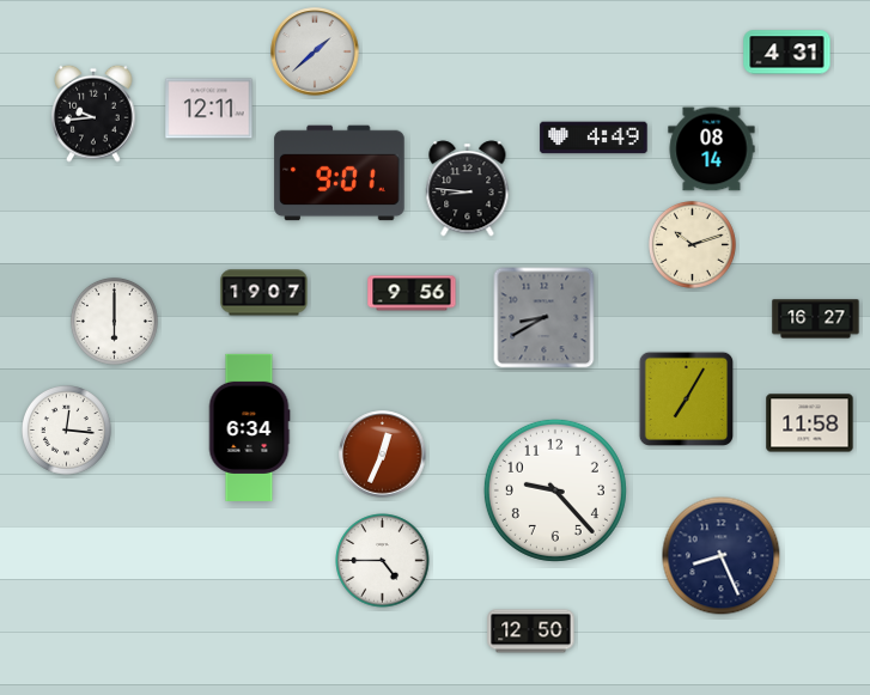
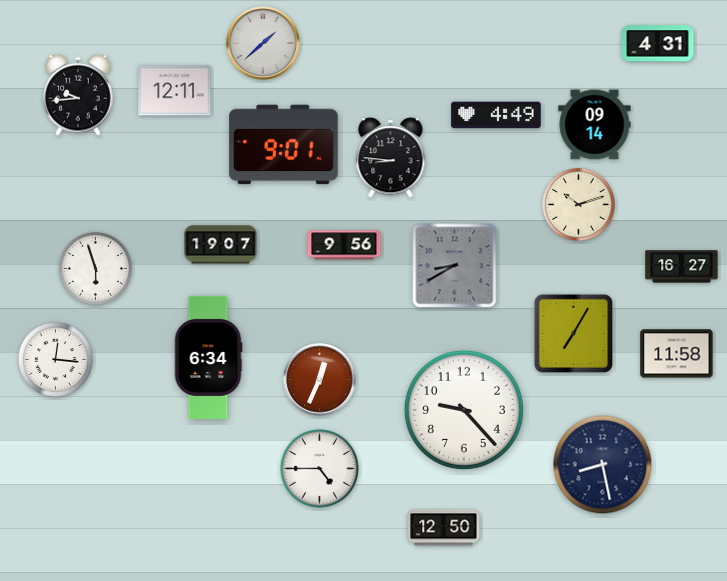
clock at (712, 150): 08:14 -> 09:14
clock at (114, 321): 6:00 -> 5:57
clock at (722, 556): 8:26 -> 8:28
